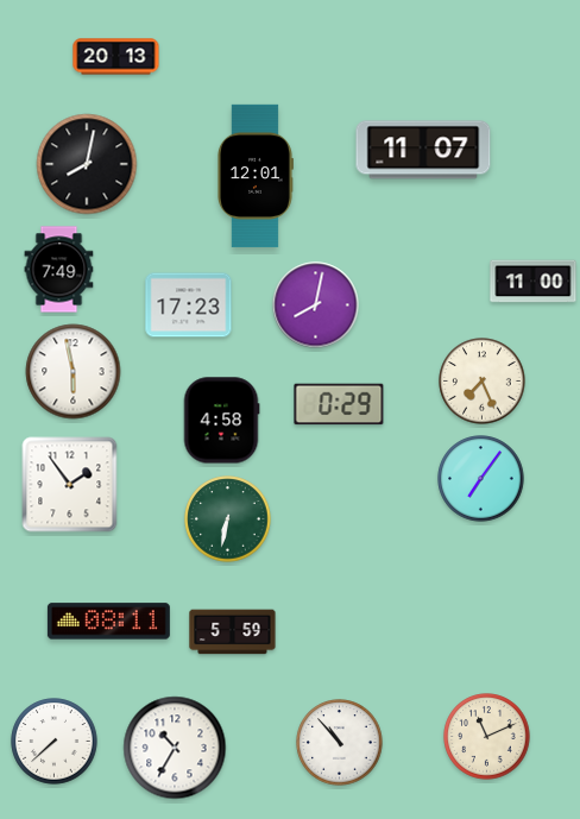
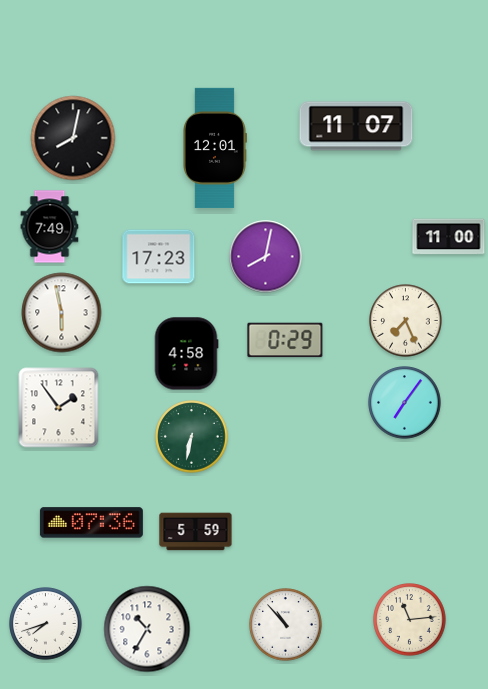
clock at (116, 57): 20:13 -> none
clock at (108, 622): 08:11 -> 07:36
clock at (487, 737): 11:11 -> 11:14
clock at (55, 742): 7:38 -> 7:42
